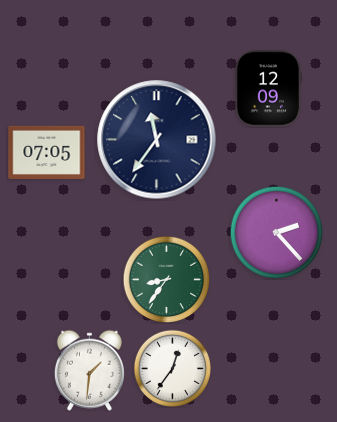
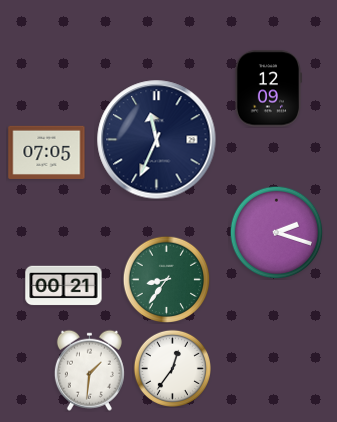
clock at (157, 140): 11:36 -> 11:34
clock at (276, 232): 2:23 -> 2:18
clock at (64, 286): none -> 00:21
